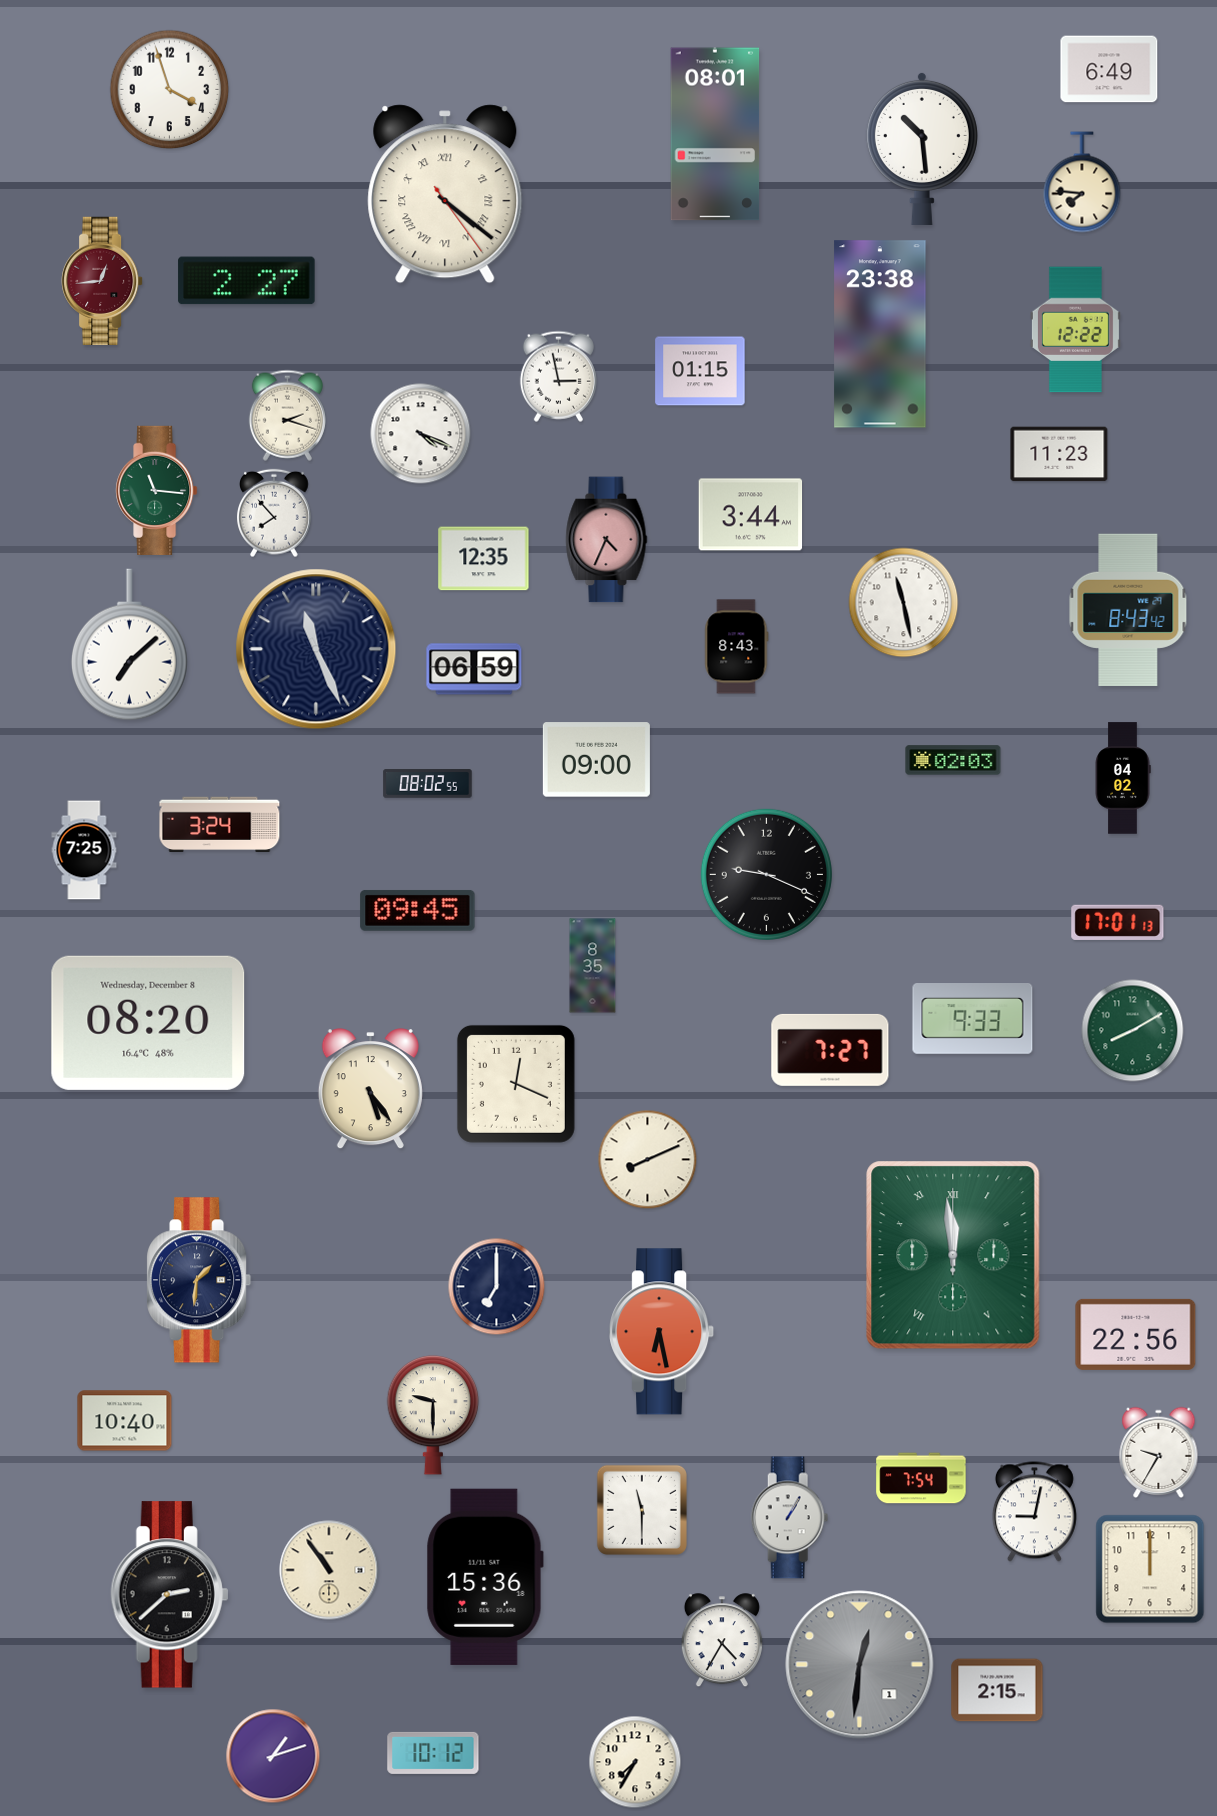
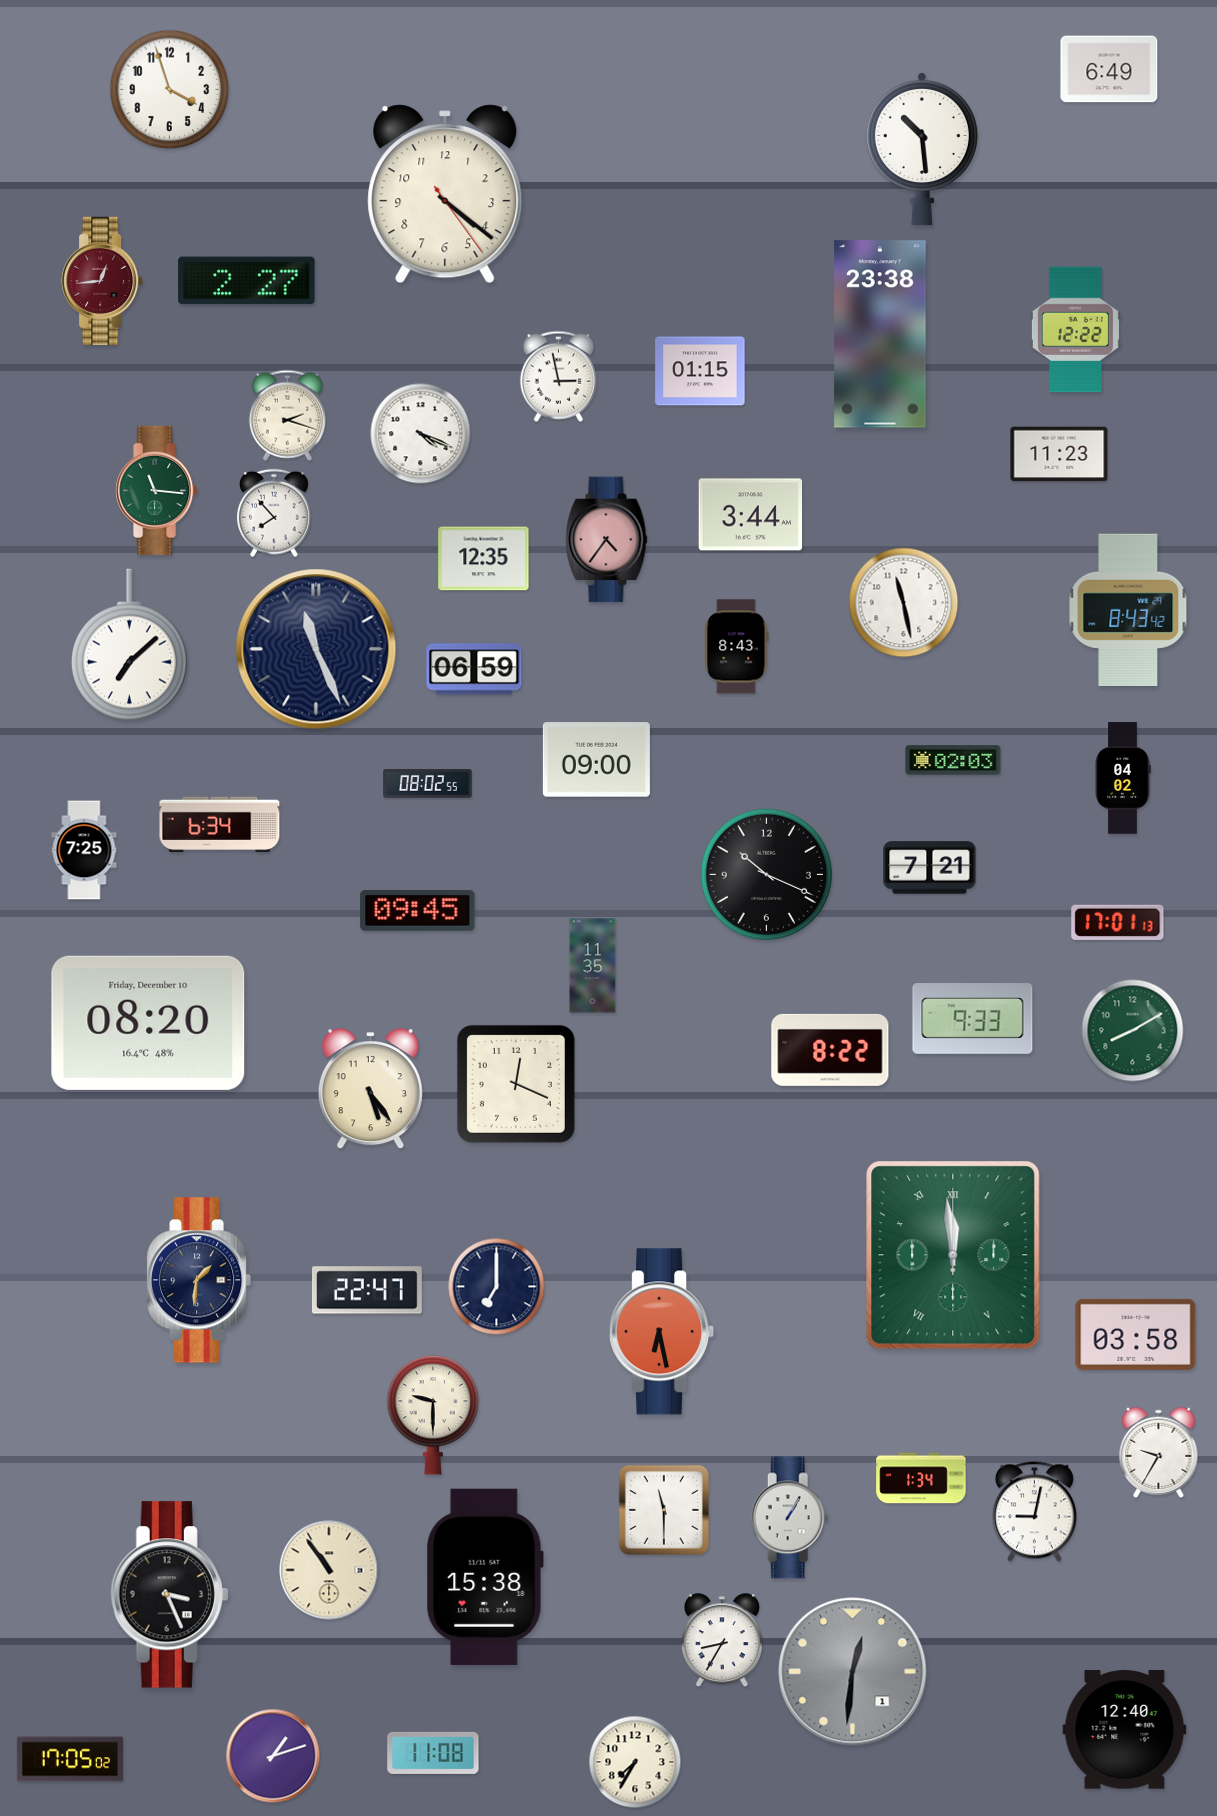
clock at (715, 134): 08:01 -> none
clock at (1082, 182): 7:46 -> none
clock at (445, 194) numerals: Roman -> Arabic
clock at (607, 540): 4:34 -> 4:36
clock at (220, 825): 3:24 -> 6:34
clock at (930, 868): none -> 7:21
clock at (766, 874): 9:19 -> 10:19
clock at (593, 966): 8:35 -> 11:35
clock at (148, 1023) date: Wednesday, December 8 -> Friday, December 10
clock at (830, 1050): 7:27 -> 8:22
clock at (648, 1160): 8:11 -> none
clock at (367, 1290): none -> 22:47
clock at (1136, 1334): 22:56 -> 03:58
clock at (125, 1421): 10:40 -> none
clock at (921, 1478): 7:54 -> 1:34
clock at (642, 1510) position: (642, 1510) -> (664, 1510)
clock at (1150, 1569): 12:00 -> none
clock at (485, 1577): 15:36 -> 15:38
clock at (170, 1595): 2:38 -> 3:26
clock at (722, 1641): 4:35 -> 8:35
clock at (860, 1665) position: (860, 1665) -> (853, 1672)
clock at (997, 1690): 2:15 -> none
clock at (1125, 1730): none -> 12:40
clock at (433, 1753): 10:12 -> 11:08
clock at (70, 1759): none -> 17:05
